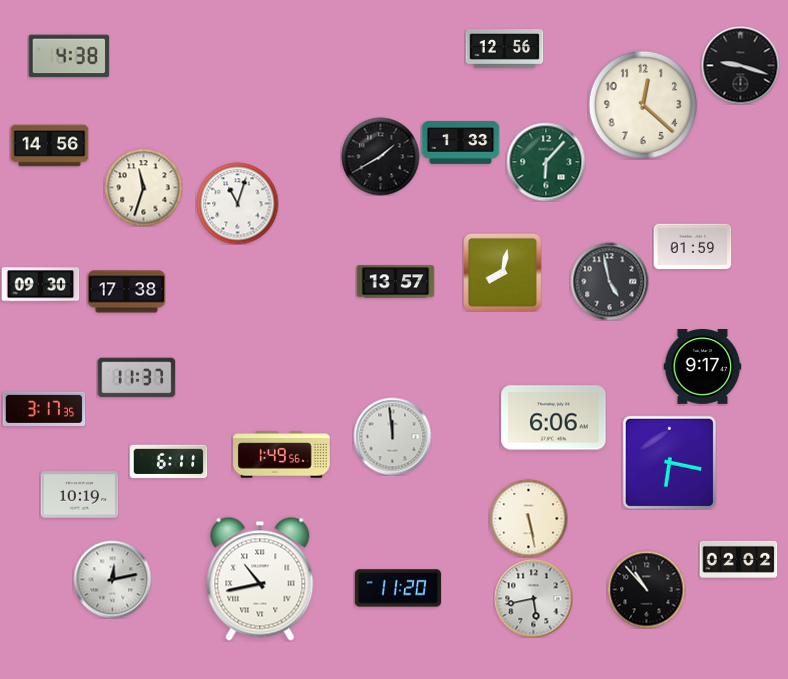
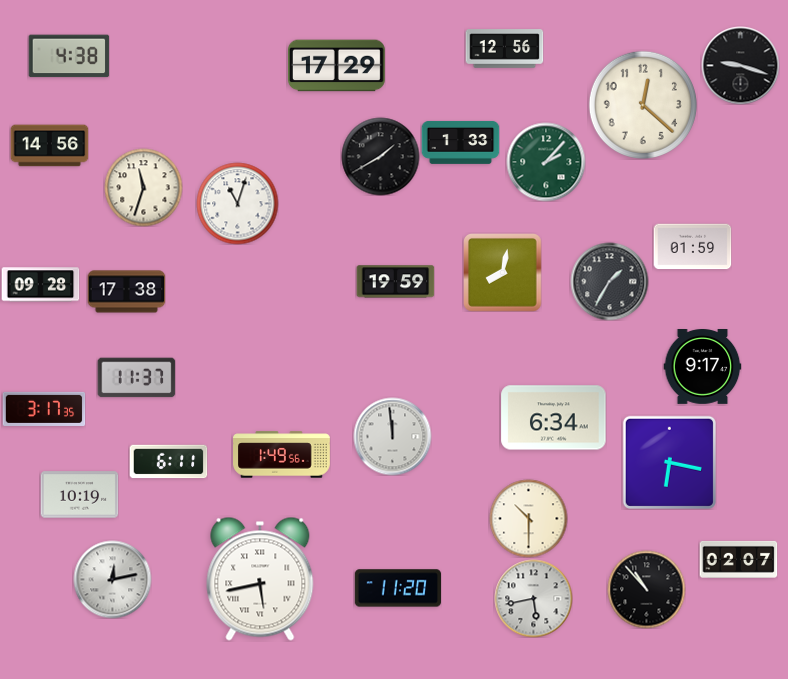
clock at (337, 66): none -> 17:29
clock at (546, 162): 6:07 -> 2:07
clock at (609, 281): 4:58 -> 1:35
clock at (395, 282): 13:57 -> 19:59
clock at (40, 285): 09:30 -> 09:28
clock at (554, 418): 6:06 -> 6:34
clock at (528, 518): 5:28 -> 10:30
clock at (738, 559): 02:02 -> 02:07
clock at (260, 579): 10:43 -> 5:43
